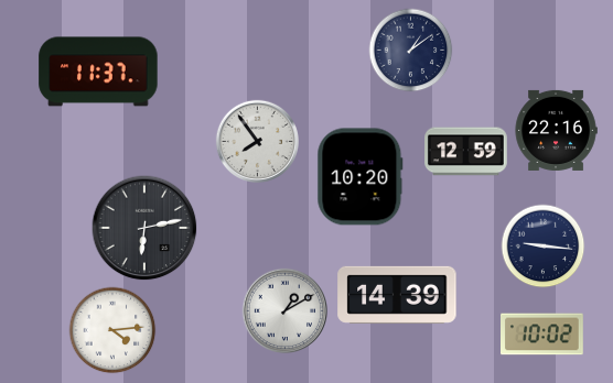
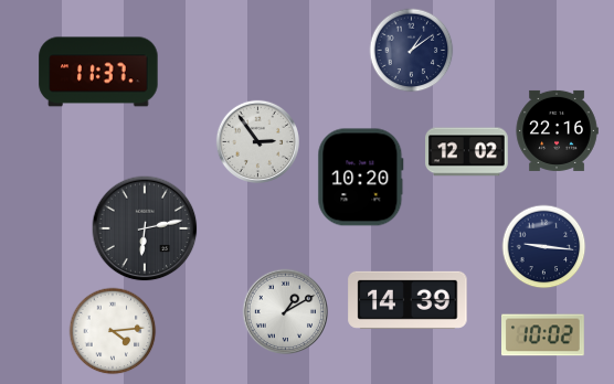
clock at (257, 141): 7:54 -> 2:54
clock at (466, 152): 12:59 -> 12:02
clock at (397, 295) position: (397, 295) -> (407, 300)
